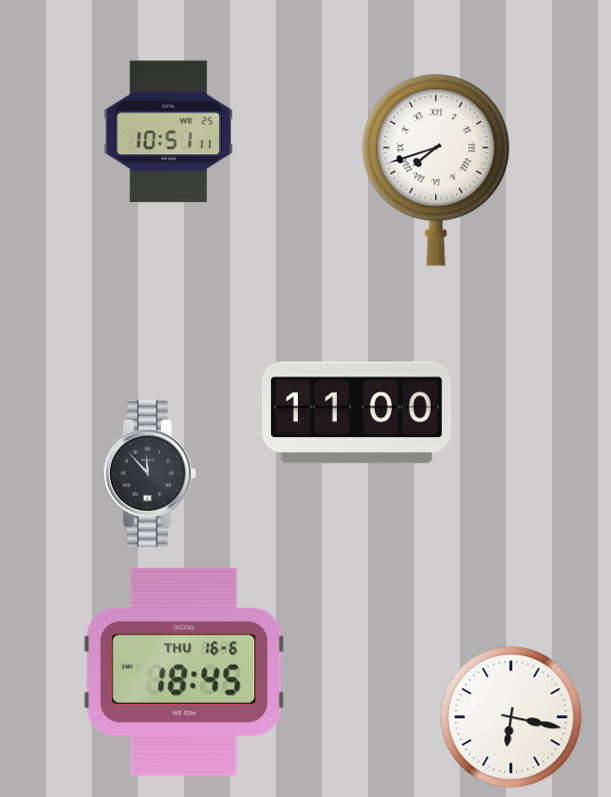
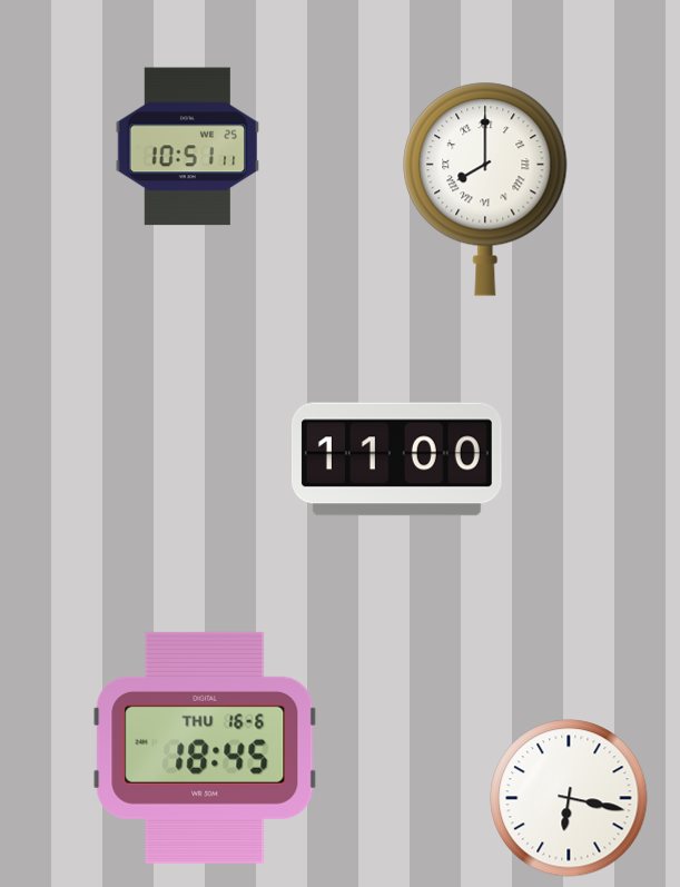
clock at (436, 170): 7:42 -> 8:00
clock at (149, 473): 11:53 -> none
